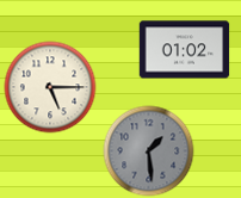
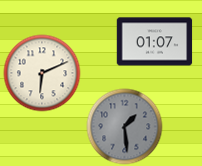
clock at (185, 50): 01:02 -> 01:07
clock at (50, 87): 5:15 -> 6:11
